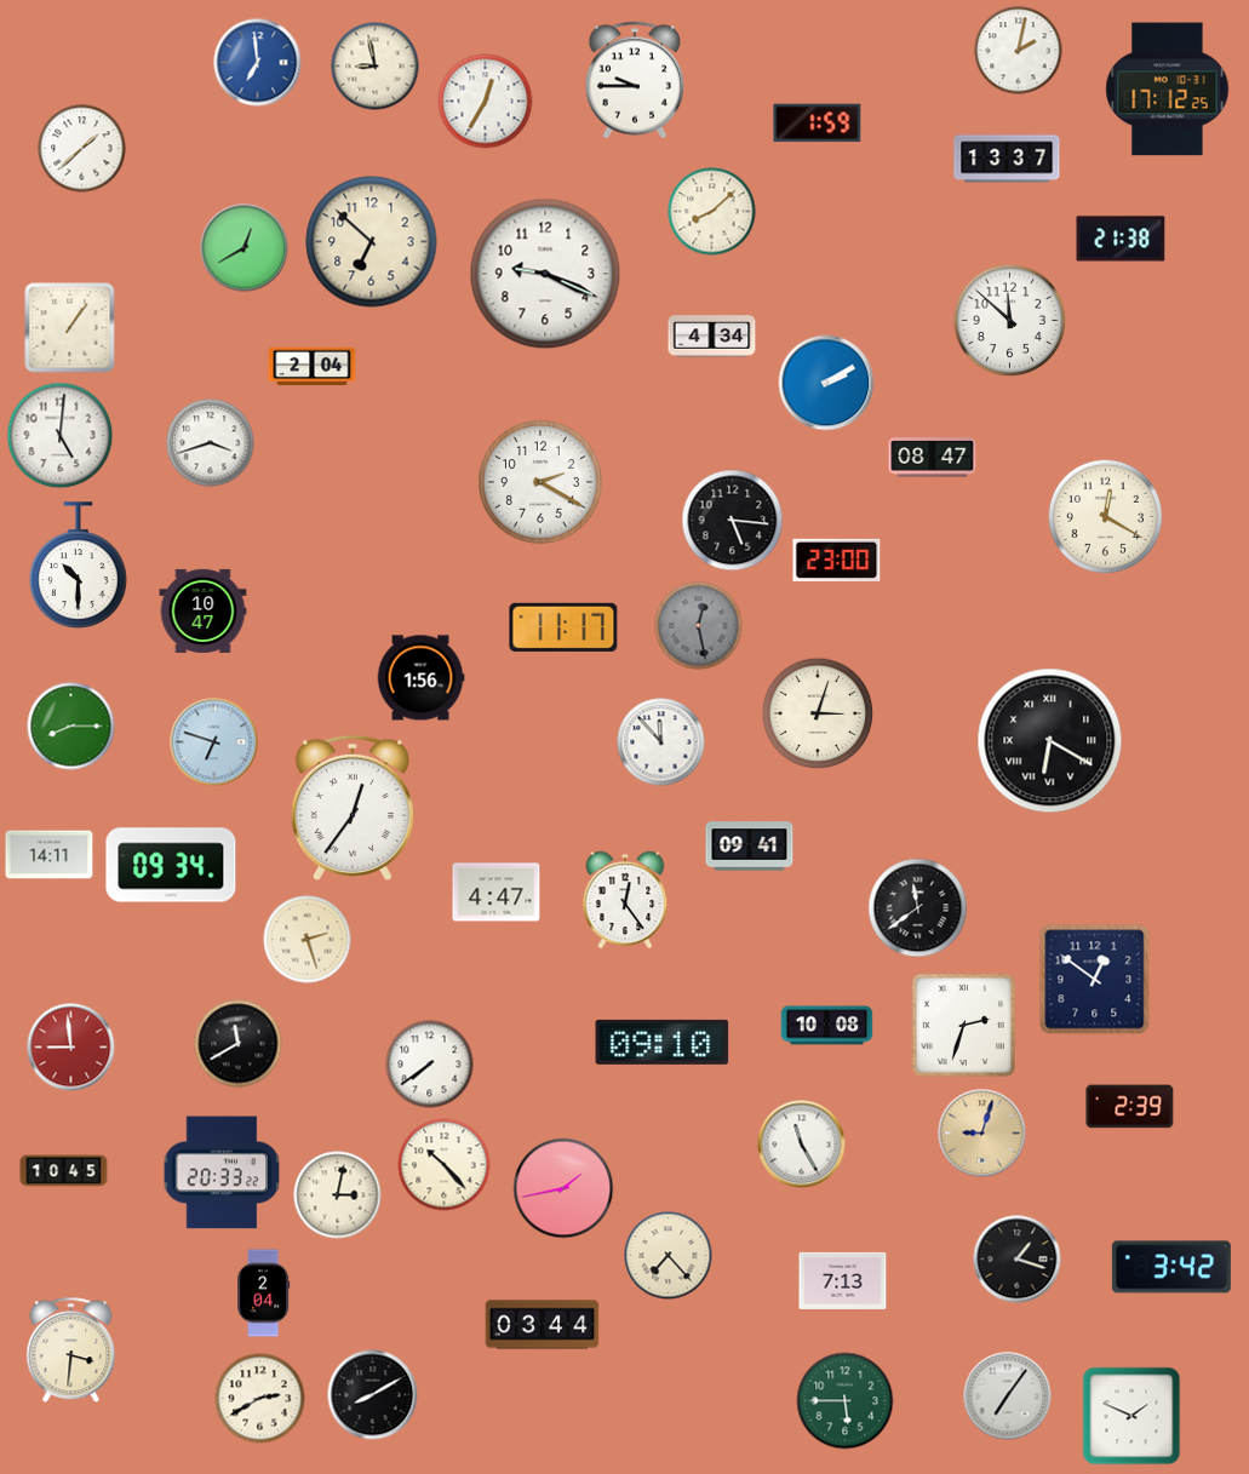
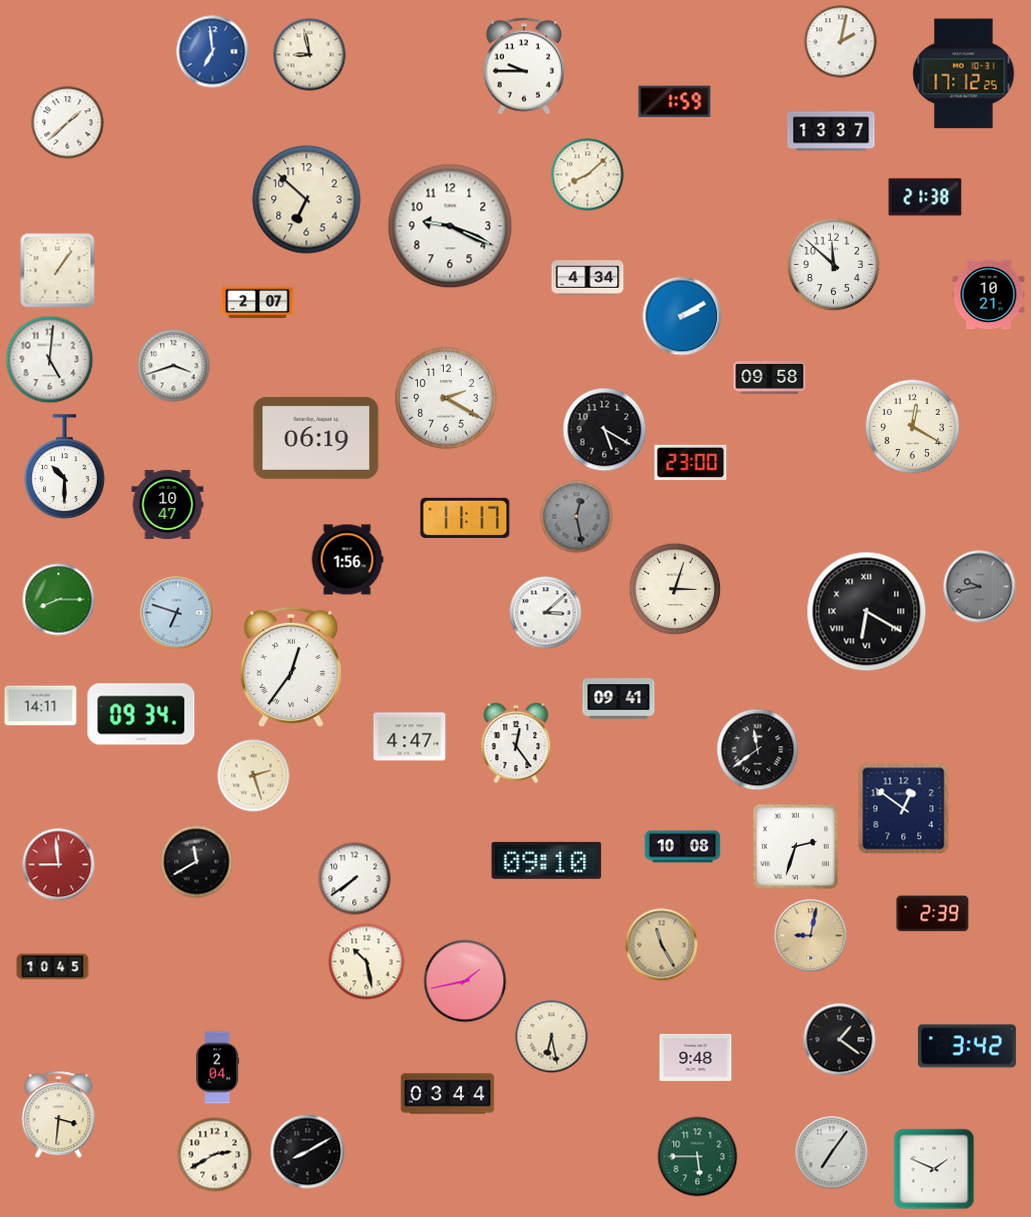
clock at (486, 102): 12:35 -> none
clock at (245, 248): 12:40 -> none
clock at (989, 295): none -> 10:21
clock at (313, 367): 2:04 -> 2:07
clock at (933, 458): 08:47 -> 09:58
clock at (733, 521): 5:16 -> 5:20
clock at (316, 438): none -> 06:19
clock at (980, 587): none -> 9:43
clock at (661, 742): 11:53 -> 3:08
clock at (982, 1134): 9:03 -> 9:02
clock at (802, 1145) dial: white -> champagne
clock at (445, 1165): 10:23 -> 10:28
clock at (222, 1172): 20:33 -> none
clock at (338, 1195): 3:02 -> none
clock at (669, 1256): 7:23 -> 6:28
clock at (1018, 1260): 1:18 -> 1:21
clock at (843, 1280): 7:13 -> 9:48
